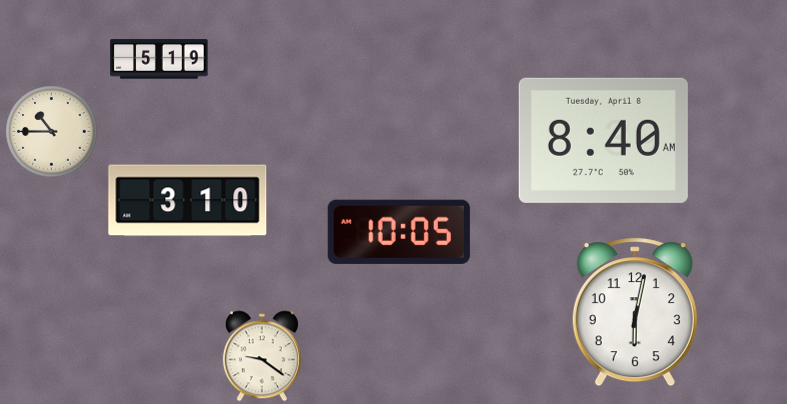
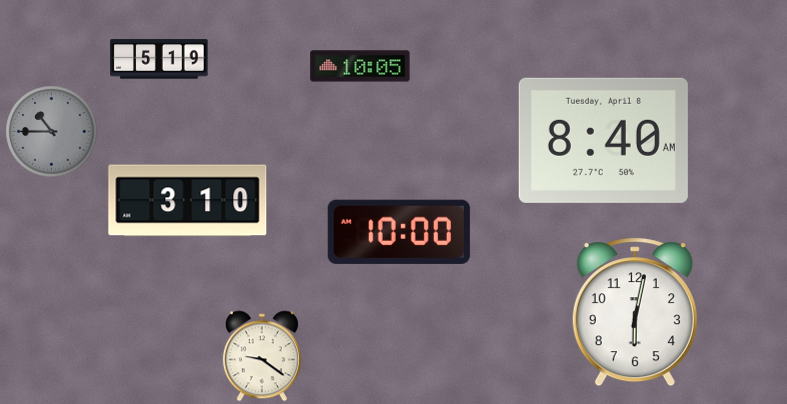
clock at (360, 66): none -> 10:05
clock at (52, 132) dial: cream -> grey
clock at (399, 232): 10:05 -> 10:00
